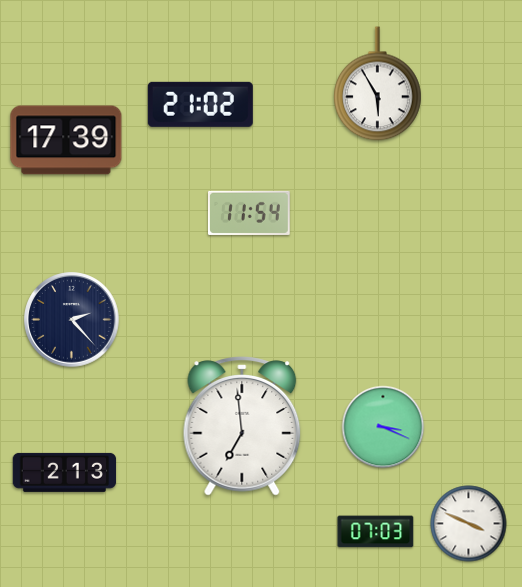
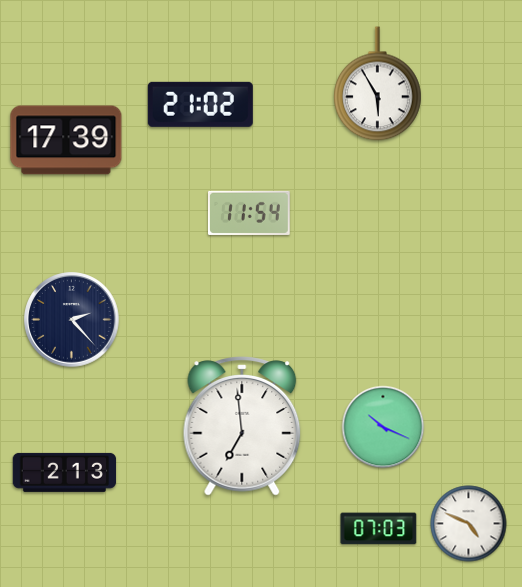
clock at (383, 427): 3:19 -> 10:19
clock at (469, 524): 3:49 -> 4:49
clock at (376, 532) position: (376, 532) -> (379, 529)
